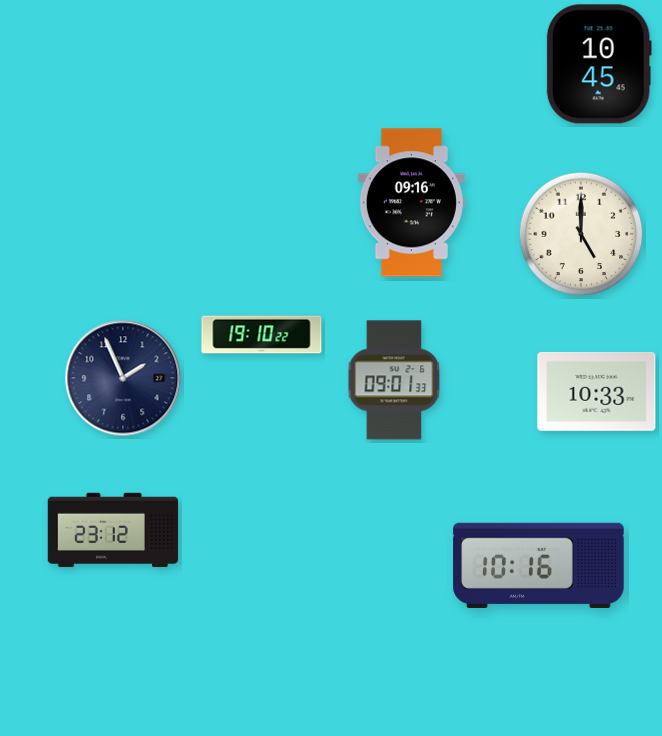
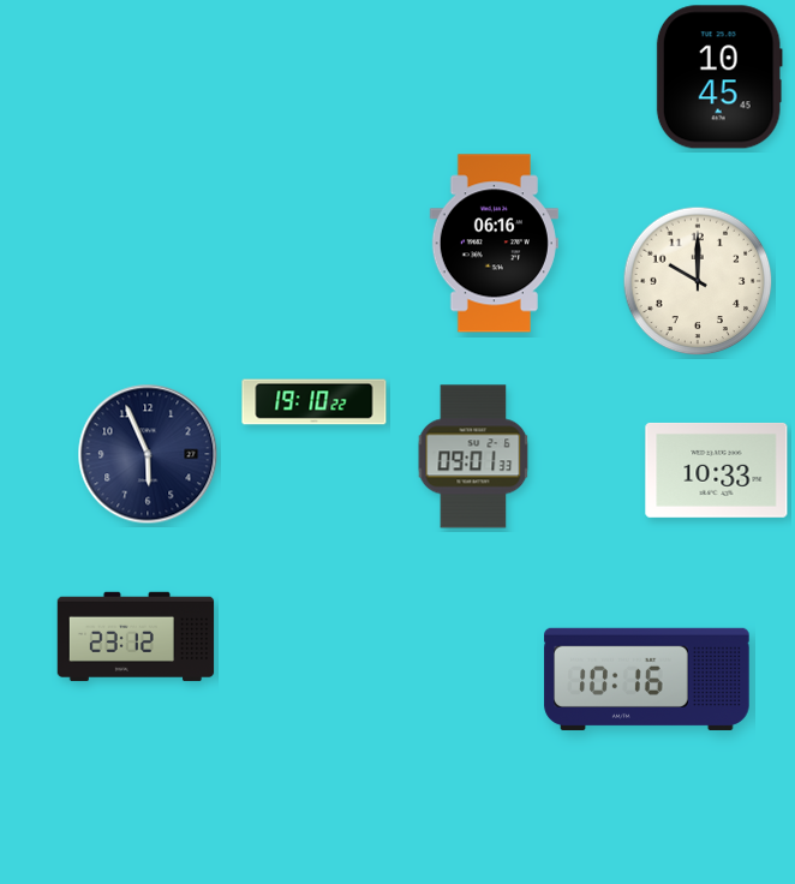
clock at (411, 203): 09:16 -> 06:16
clock at (581, 234): 5:00 -> 10:00
clock at (123, 378): 1:56 -> 5:56
